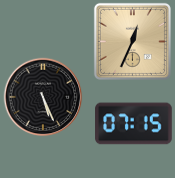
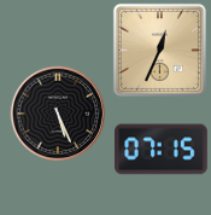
clock at (43, 97) position: (43, 97) -> (58, 114)
